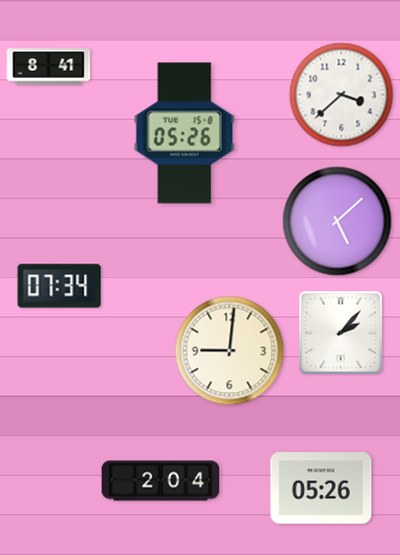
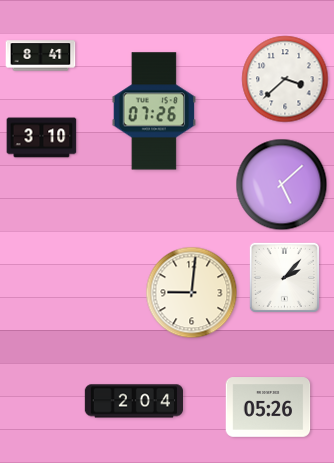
clock at (184, 133): 05:26 -> 07:26
clock at (42, 138): none -> 3:10
clock at (60, 286): 07:34 -> none
